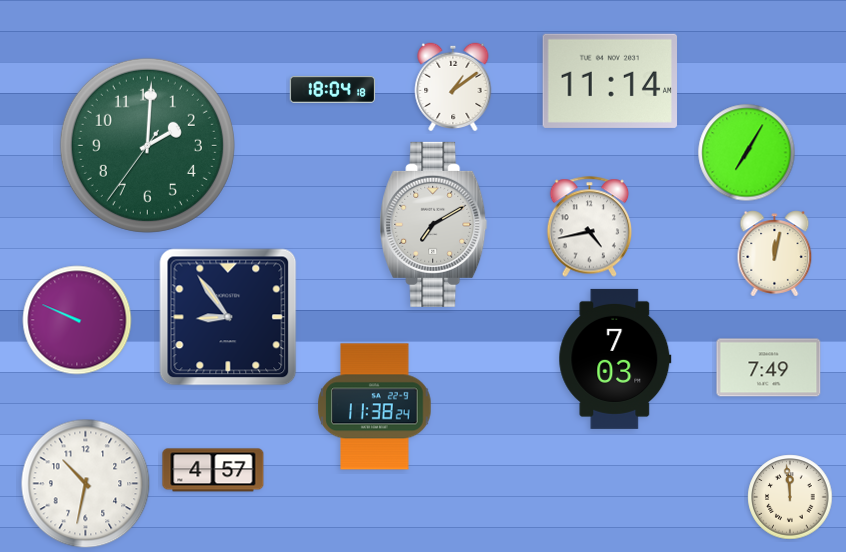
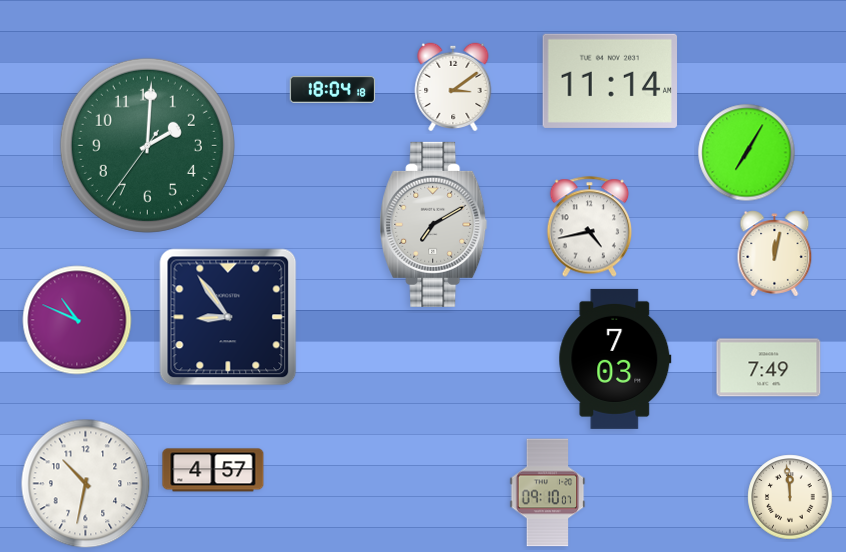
clock at (453, 87): 1:09 -> 3:09
clock at (77, 320): 9:49 -> 10:49
clock at (375, 407): 11:38 -> none
clock at (548, 493): none -> 09:10
